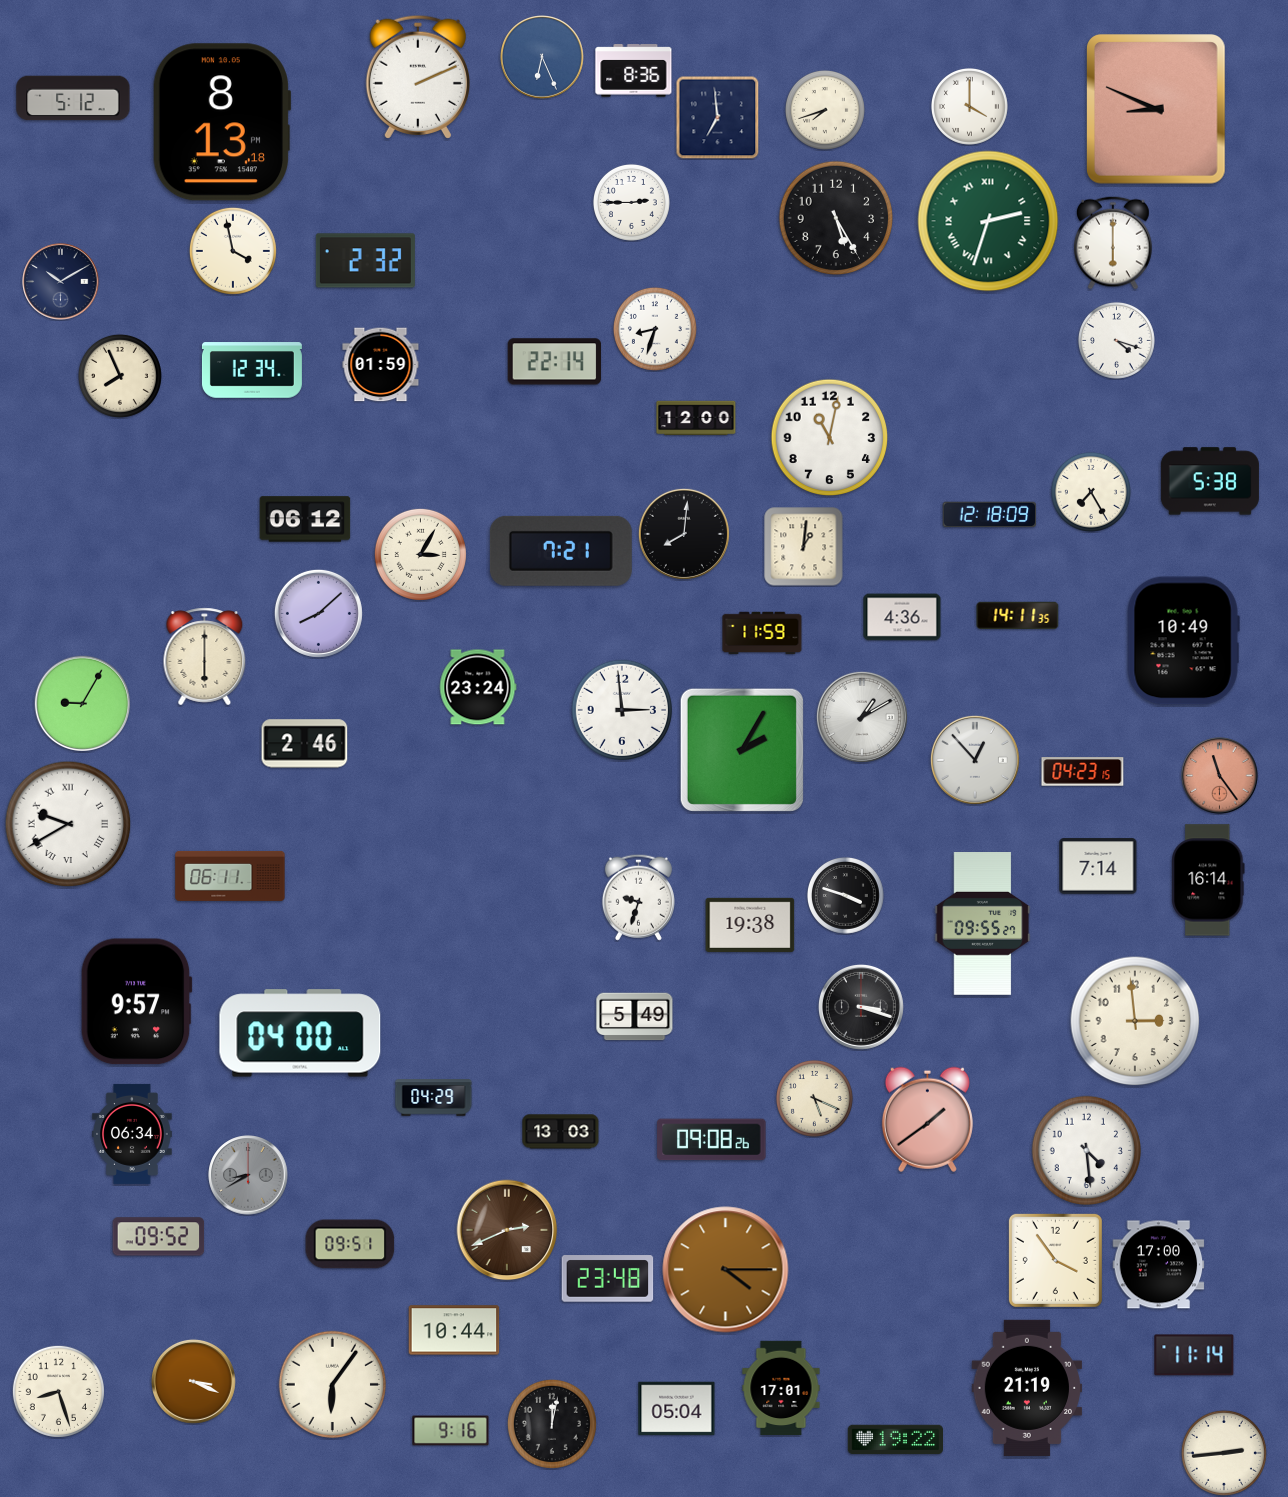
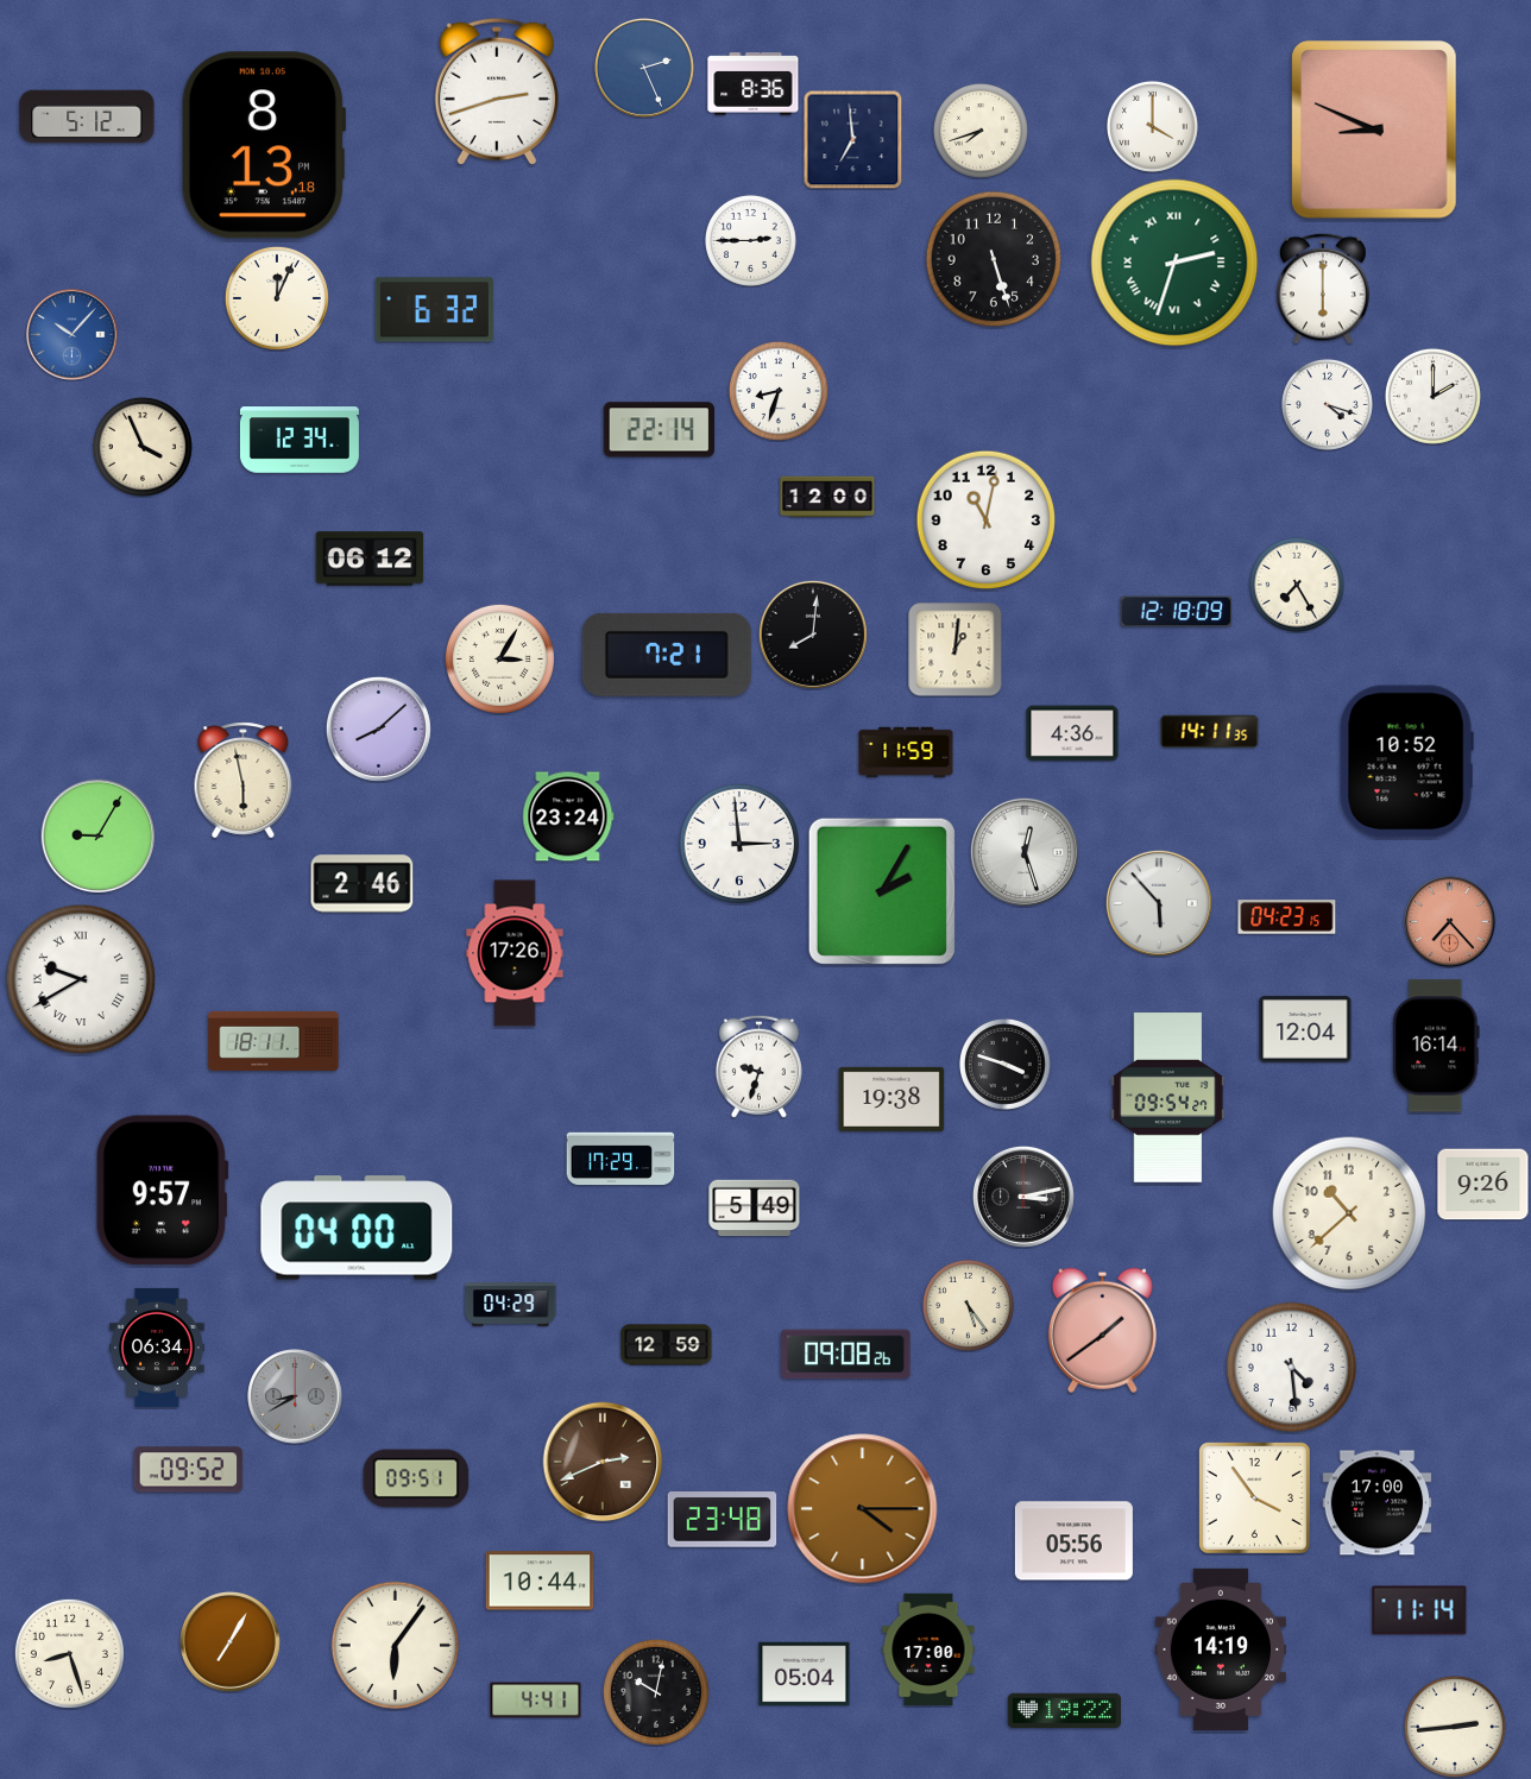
clock at (543, 58): 6:26 -> 2:26
clock at (418, 77): 2:11 -> 2:42
clock at (836, 218): 5:25 -> 5:27
clock at (233, 251): 3:58 -> 12:04
clock at (365, 261): 2:32 -> 6:32
clock at (61, 282): 10:10 -> 10:07
clock at (61, 282) dial: navy -> blue
clock at (1432, 396): none -> 2:00
clock at (381, 365): 01:59 -> none
clock at (120, 376): 7:56 -> 3:56
clock at (1210, 481): 5:38 -> none
clock at (305, 519) position: (305, 519) -> (370, 559)
clock at (1183, 641): 10:49 -> 10:52
clock at (205, 657): 6:00 -> 5:58
clock at (862, 717): 1:10 -> 12:27
clock at (975, 760): 12:53 -> 5:53
clock at (1220, 776): 11:24 -> 7:23
clock at (515, 953): none -> 17:26
clock at (1098, 866): 7:14 -> 12:04
clock at (230, 876): 06:11 -> 18:11
clock at (983, 924): 09:55 -> 09:54
clock at (620, 1159): none -> 17:29
clock at (1483, 1185): none -> 9:26
clock at (861, 1007): 3:18 -> 3:13
clock at (1135, 1021): 2:59 -> 10:38
clock at (434, 1098) position: (434, 1098) -> (511, 1305)
clock at (814, 1098): 5:19 -> 5:24
clock at (561, 1132): 13:03 -> 12:59
clock at (1073, 1541): none -> 05:56
clock at (193, 1381): 3:19 -> 7:05
clock at (781, 1388): 17:01 -> 17:00
clock at (1027, 1388): 21:19 -> 14:19
clock at (552, 1424): 12:02 -> 10:02
clock at (451, 1431): 9:16 -> 4:41
